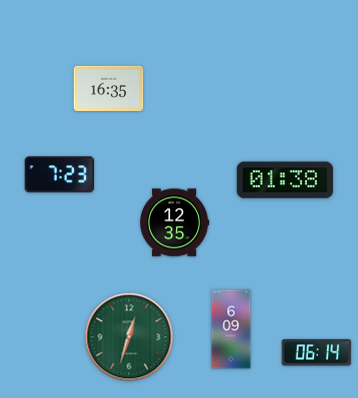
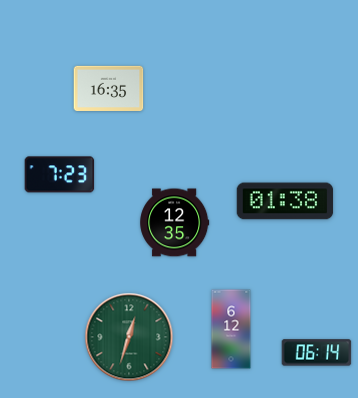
clock at (285, 180) position: (285, 180) -> (285, 201)
clock at (231, 329): 6:09 -> 6:12
